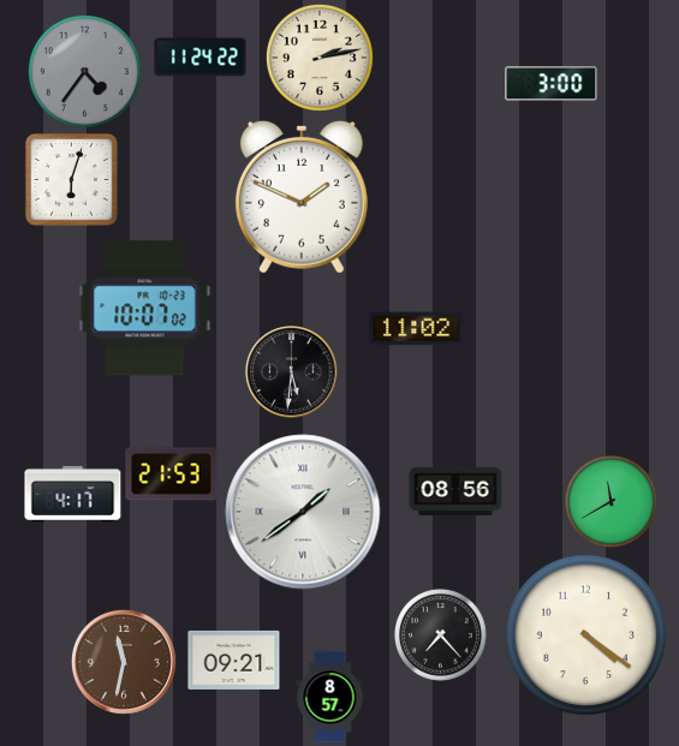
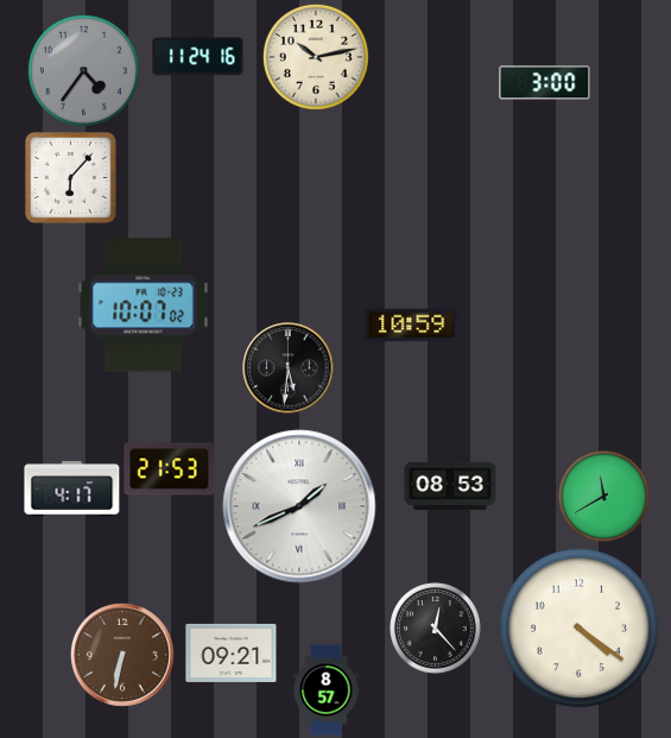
clock at (201, 58): 11:24:22 -> 11:24:16
clock at (320, 58): 2:13 -> 10:13
clock at (71, 179): 6:03 -> 6:07
clock at (302, 197): 1:49 -> none
clock at (417, 329): 11:02 -> 10:59
clock at (455, 490): 08:56 -> 08:53
clock at (303, 512): 1:39 -> 1:41
clock at (441, 635): 7:23 -> 12:23
clock at (124, 662): 11:32 -> 6:32
